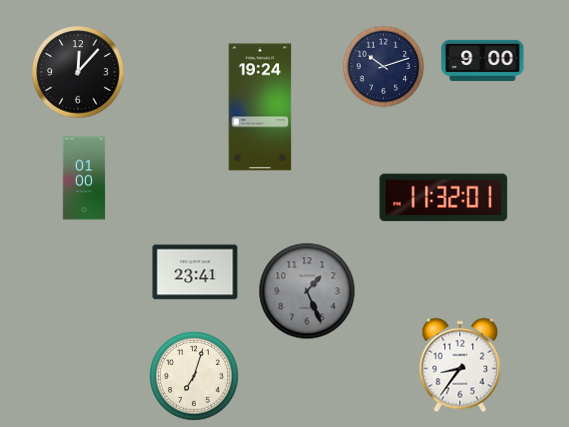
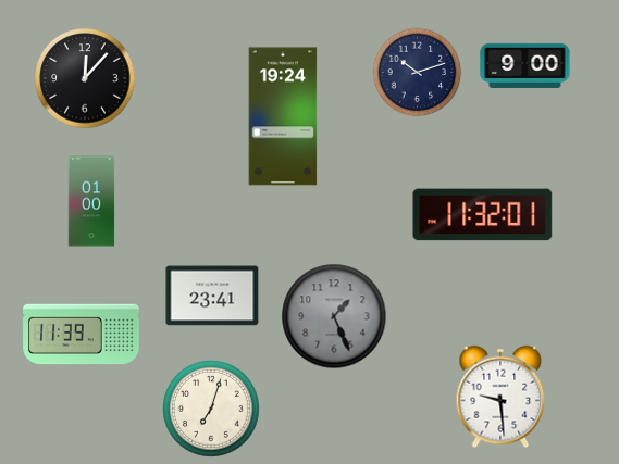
clock at (84, 178) position: (84, 178) -> (91, 201)
clock at (82, 335): none -> 11:39
clock at (460, 365): 8:36 -> 9:29
